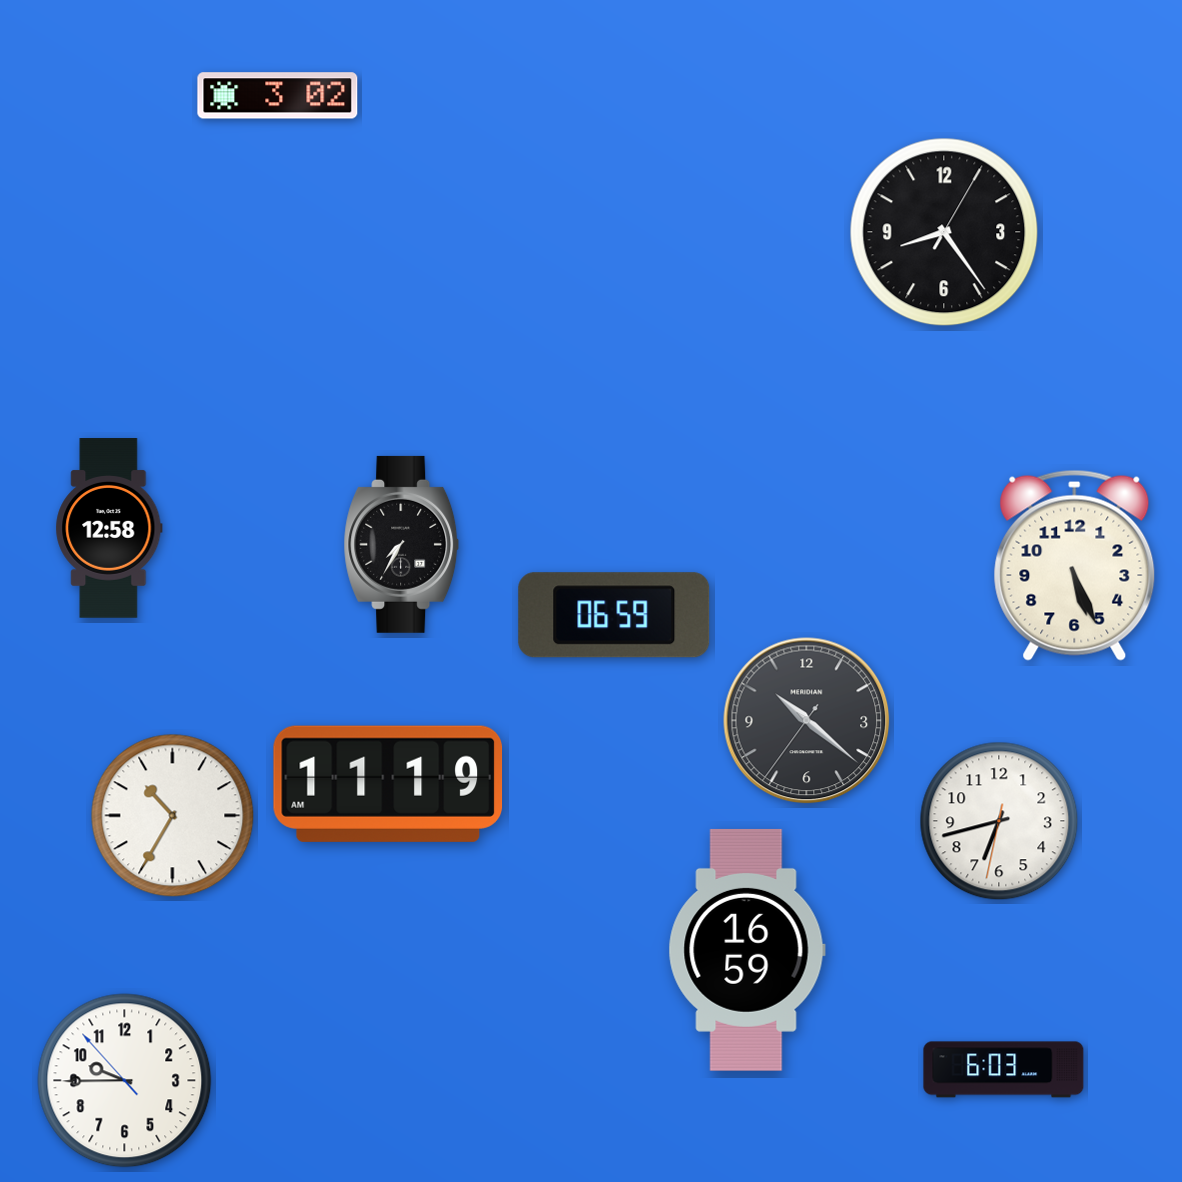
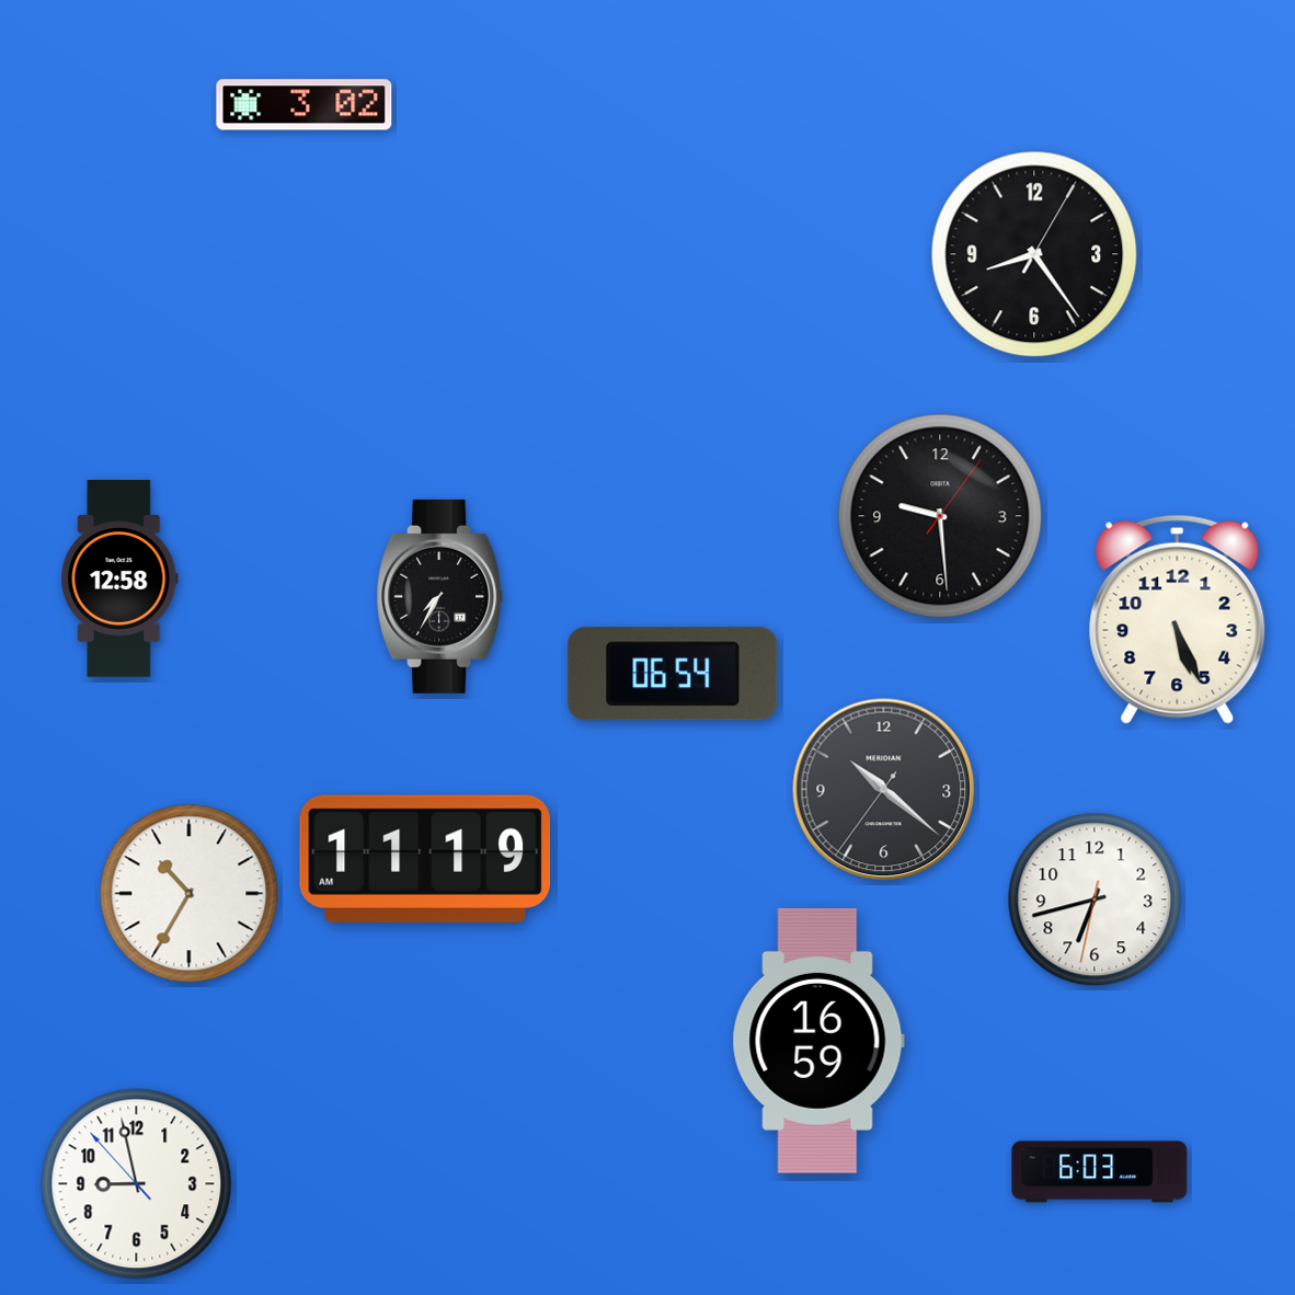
clock at (940, 516): none -> 9:29
clock at (614, 615): 06:59 -> 06:54
clock at (125, 1081): 9:44 -> 8:57
